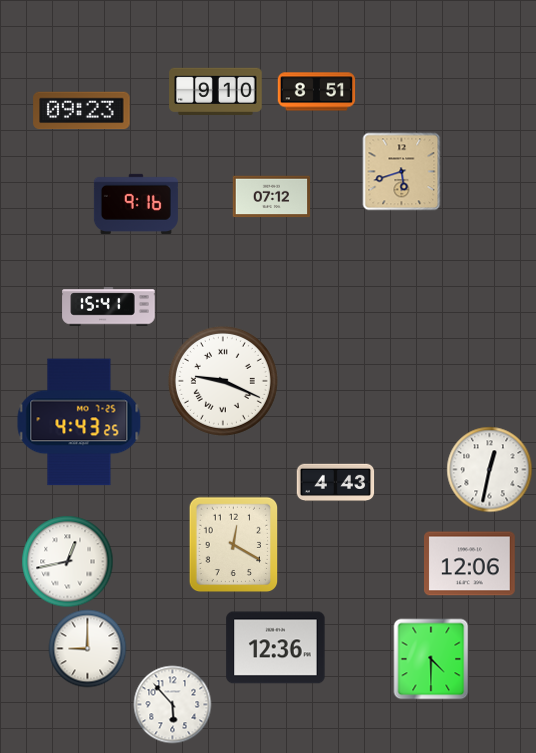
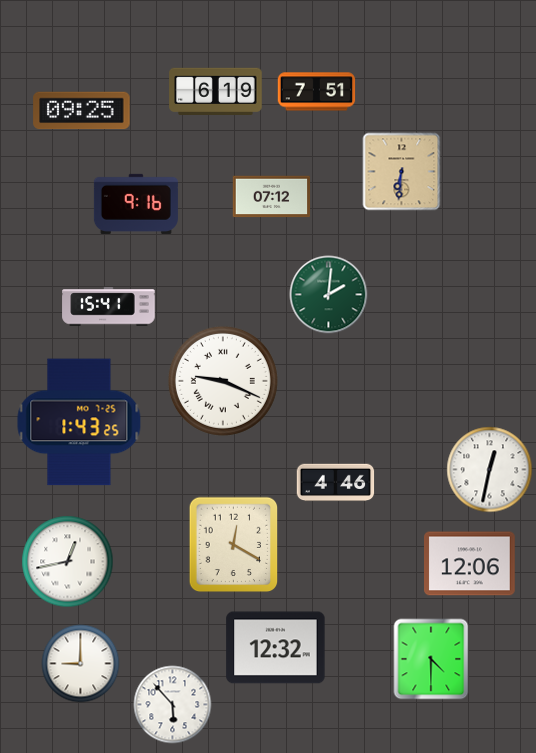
clock at (216, 91): 9:10 -> 6:19
clock at (316, 92): 8:51 -> 7:51
clock at (82, 111): 09:23 -> 09:25
clock at (401, 171): 5:42 -> 6:31
clock at (328, 294): none -> 2:01
clock at (79, 422): 4:43 -> 1:43
clock at (335, 483): 4:43 -> 4:46
clock at (87, 648) position: (87, 648) -> (80, 663)
clock at (276, 648): 12:36 -> 12:32
